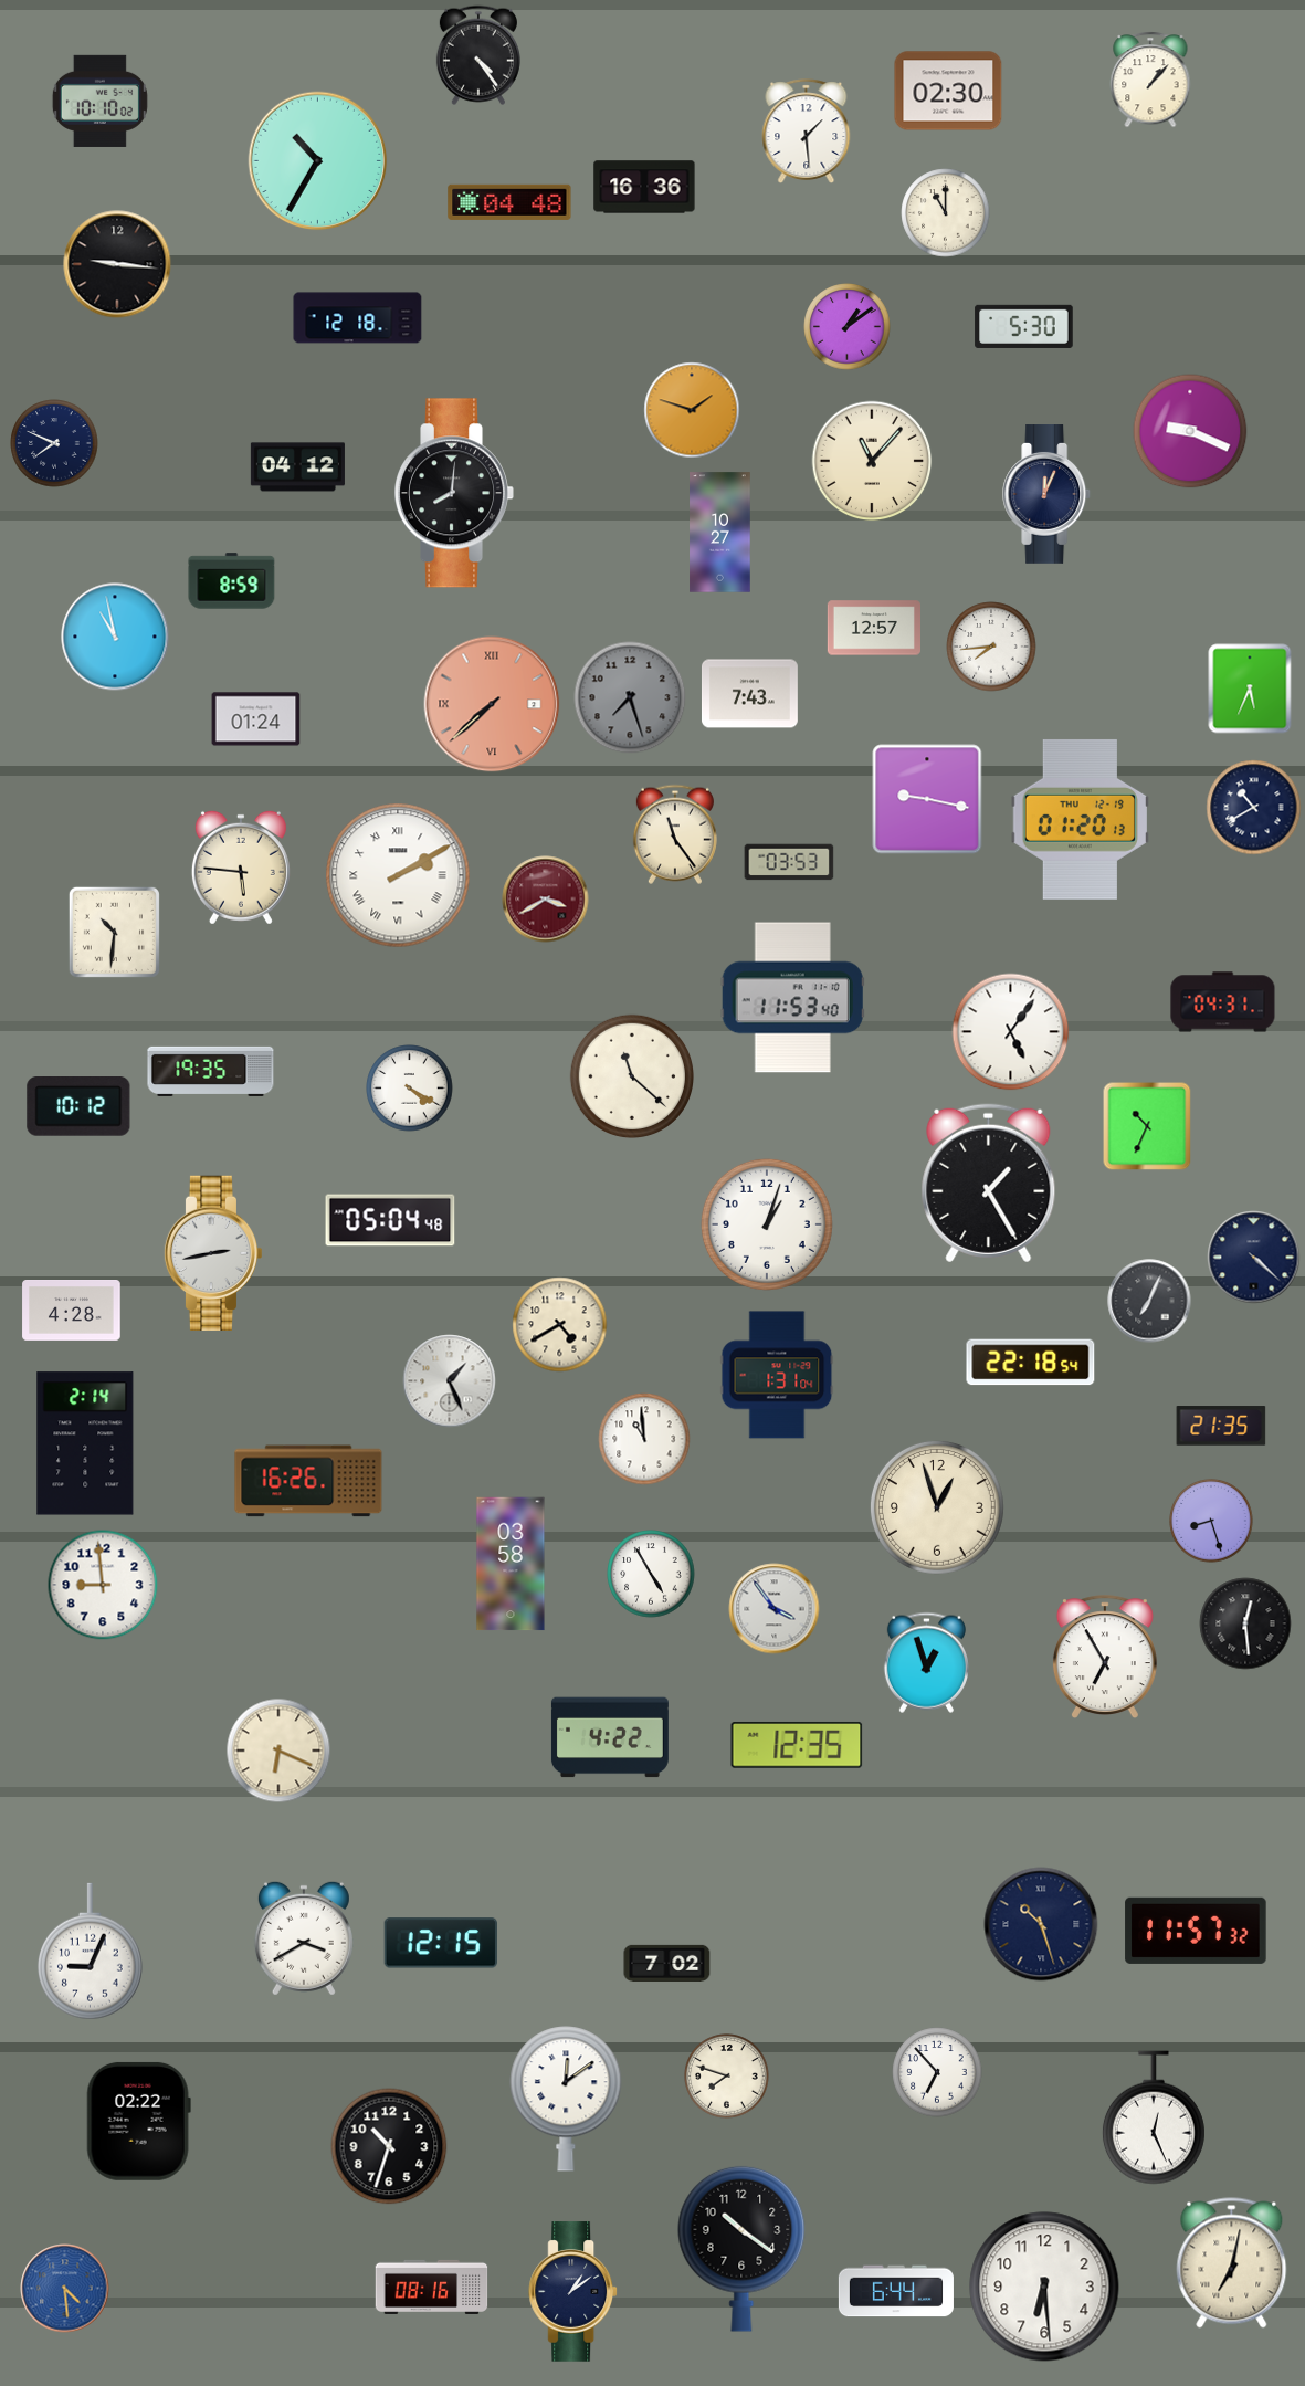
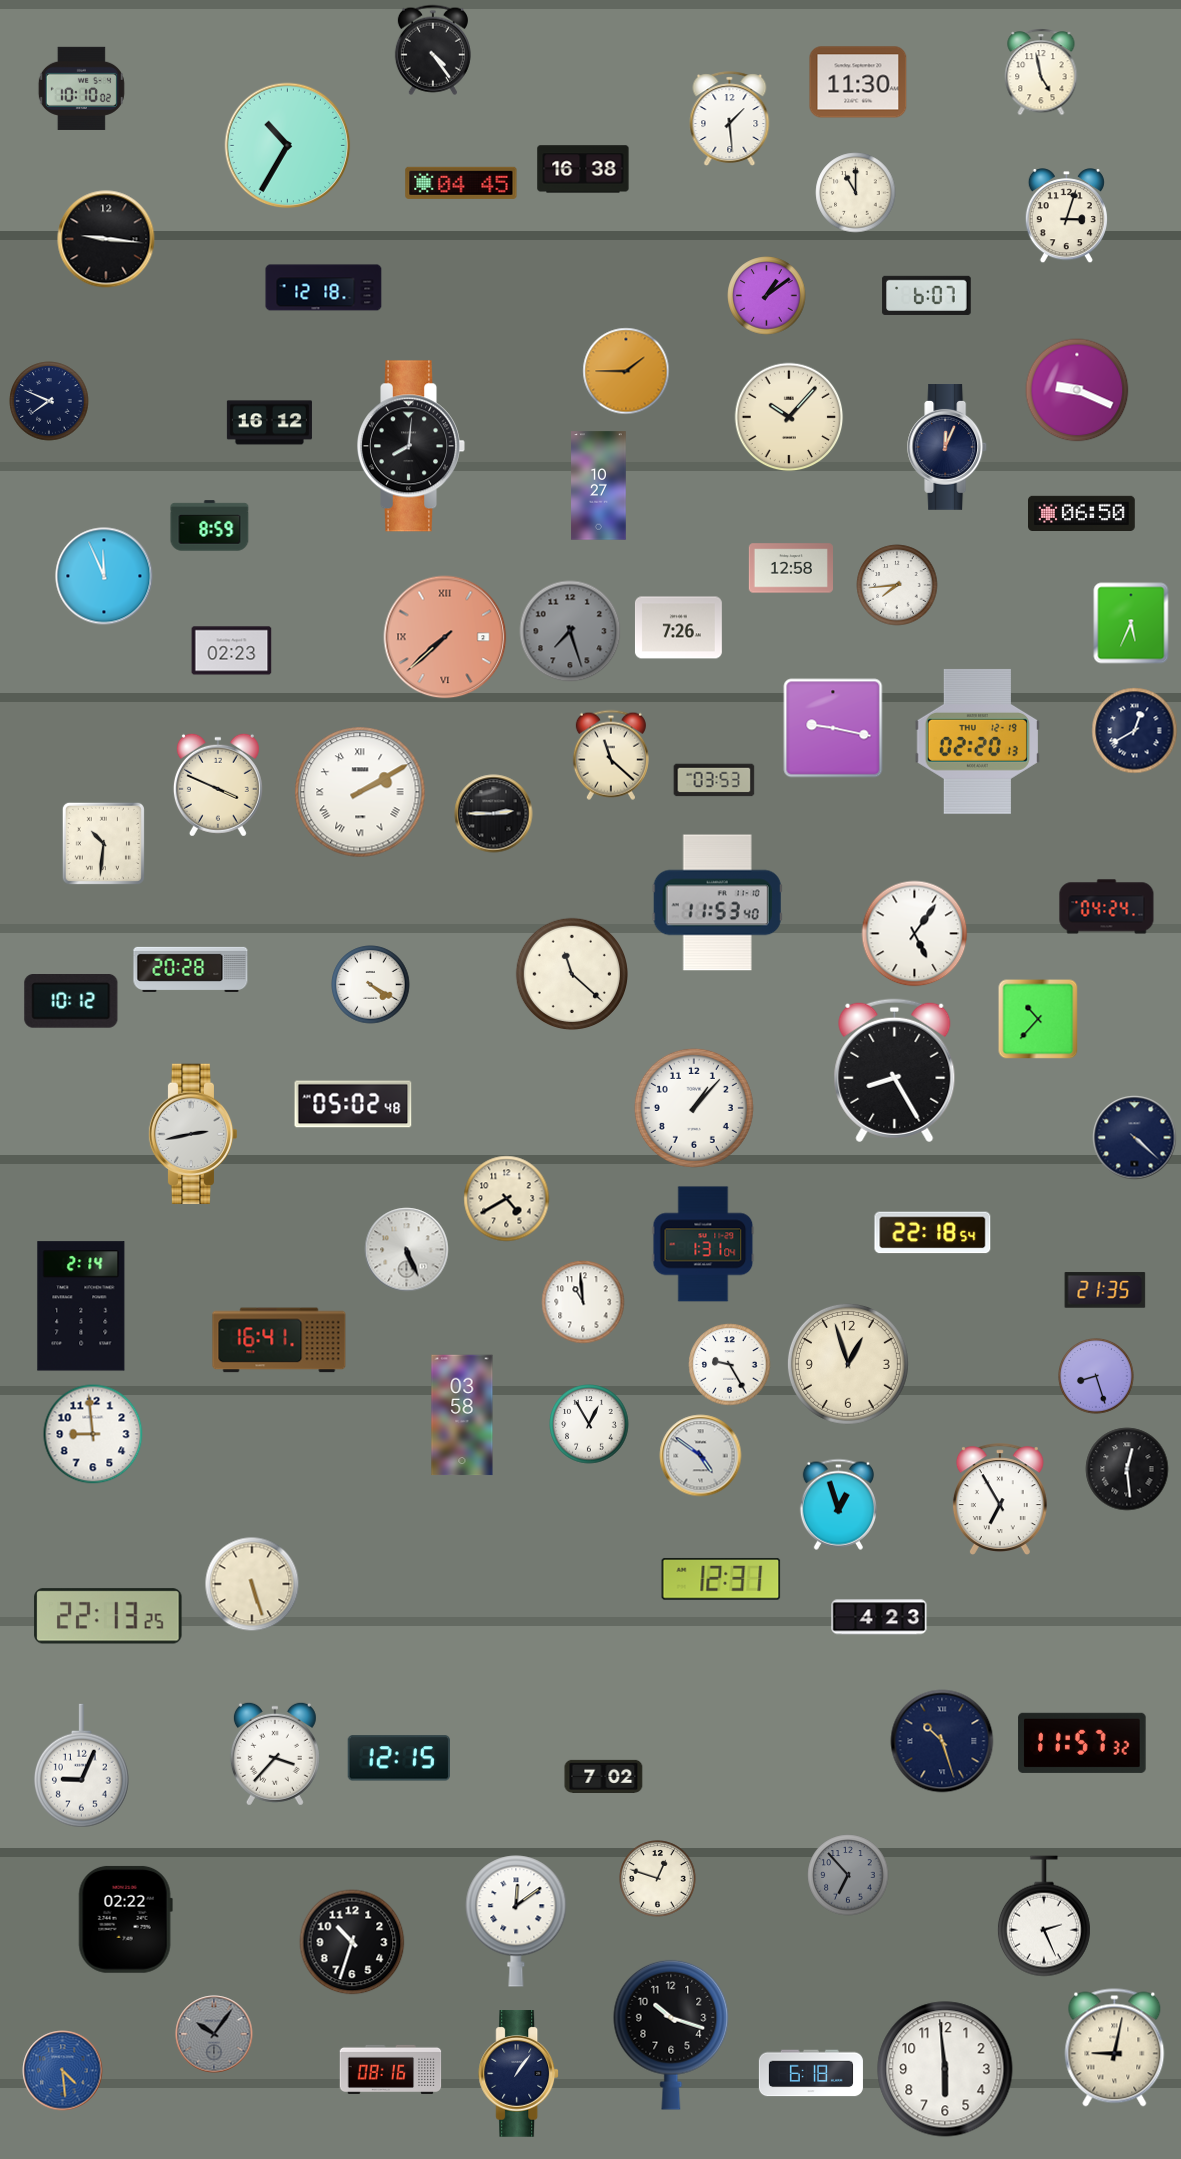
clock at (1150, 80): 1:07 -> 4:58
clock at (948, 91): 02:30 -> 11:30
clock at (99, 101) position: (99, 101) -> (81, 88)
clock at (644, 187): 16:36 -> 16:38
clock at (509, 202): 04:48 -> 04:45
clock at (1066, 216): none -> 3:03
clock at (1024, 326): 5:30 -> 6:07
clock at (692, 410): 1:48 -> 1:45
clock at (872, 461): 11:07 -> 10:07
clock at (297, 467): 04:12 -> 16:12
clock at (720, 533) position: (720, 533) -> (599, 486)
clock at (1082, 513): none -> 06:50
clock at (873, 628): 12:57 -> 12:58
clock at (115, 637): 10:58 -> 11:56
clock at (749, 694): 7:43 -> 7:26
clock at (256, 719): 01:24 -> 02:23
clock at (927, 799) position: (927, 799) -> (833, 728)
clock at (1254, 808): 10:40 -> 12:40
clock at (1080, 819): 01:20 -> 02:20
clock at (675, 834): 11:24 -> 11:22
clock at (241, 868): 5:46 -> 3:49
clock at (546, 900): 3:40 -> 2:45
clock at (546, 900) dial: burgundy -> black
clock at (1223, 1002): 04:31 -> 04:24
clock at (211, 1071): 19:35 -> 20:28
clock at (1147, 1126): 10:34 -> 10:37
clock at (989, 1184): 1:25 -> 8:25
clock at (390, 1220): 05:04 -> 05:02
clock at (767, 1224): 1:03 -> 1:07
clock at (1149, 1301): 7:04 -> none
clock at (72, 1311): 4:28 -> none
clock at (450, 1381): 1:26 -> 5:26
clock at (85, 1443) position: (85, 1443) -> (81, 1306)
clock at (308, 1481): 16:26 -> 16:41
clock at (730, 1365): none -> 9:25
clock at (651, 1574): 4:55 -> 12:55
clock at (775, 1609): 3:54 -> 4:51
clock at (610, 1737): 4:22 -> none
clock at (797, 1745): 12:35 -> 12:31
clock at (278, 1751): 6:19 -> 5:27
clock at (108, 1616): none -> 22:13
clock at (879, 1617): none -> 4:23
clock at (1196, 1931) position: (1196, 1931) -> (1082, 1743)
clock at (304, 1938): 3:40 -> 3:37
clock at (937, 2072) dial: white -> grey
clock at (727, 2077): 7:48 -> 12:48
clock at (566, 2099) position: (566, 2099) -> (516, 1921)
clock at (1154, 2117): 12:26 -> 2:26
clock at (214, 2034): none -> 10:06
clock at (741, 2249): 10:21 -> 10:18
clock at (1232, 2263): 7:02 -> 9:02
clock at (1044, 2287): 6:29 -> 5:59
clock at (65, 2289) position: (65, 2289) -> (63, 2071)
clock at (896, 2291): 6:44 -> 6:18
clock at (573, 2292): 1:09 -> 1:06
